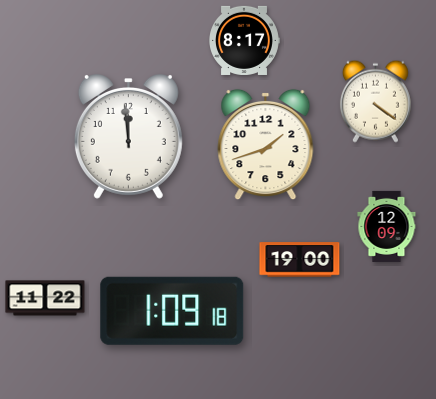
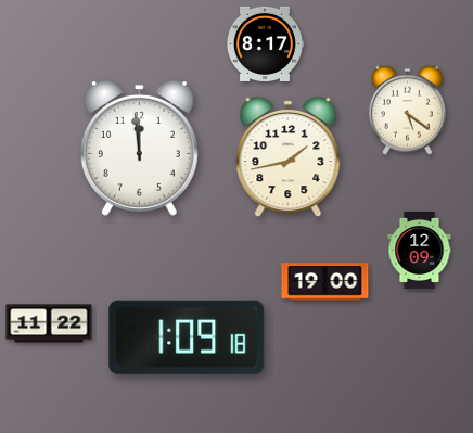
clock at (375, 101): 4:21 -> 5:21
clock at (266, 145): 1:42 -> 1:43
clock at (387, 226) position: (387, 226) -> (420, 250)
